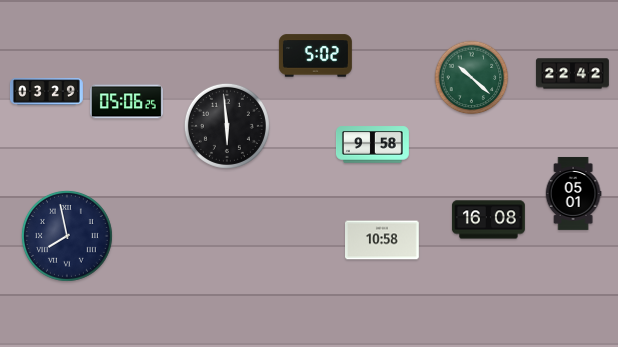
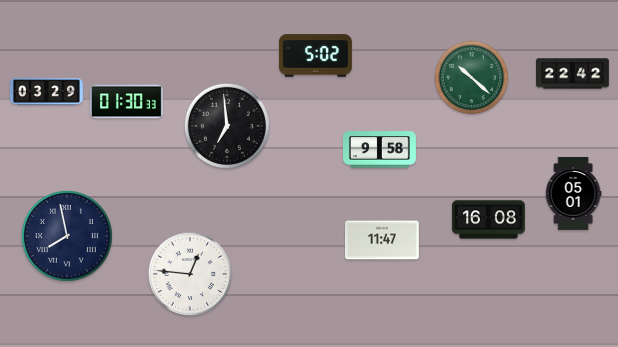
clock at (126, 102): 05:06 -> 01:30
clock at (227, 126): 5:59 -> 6:59
clock at (372, 145) position: (372, 145) -> (379, 150)
clock at (383, 240): 10:58 -> 11:47
clock at (190, 274): none -> 12:46
